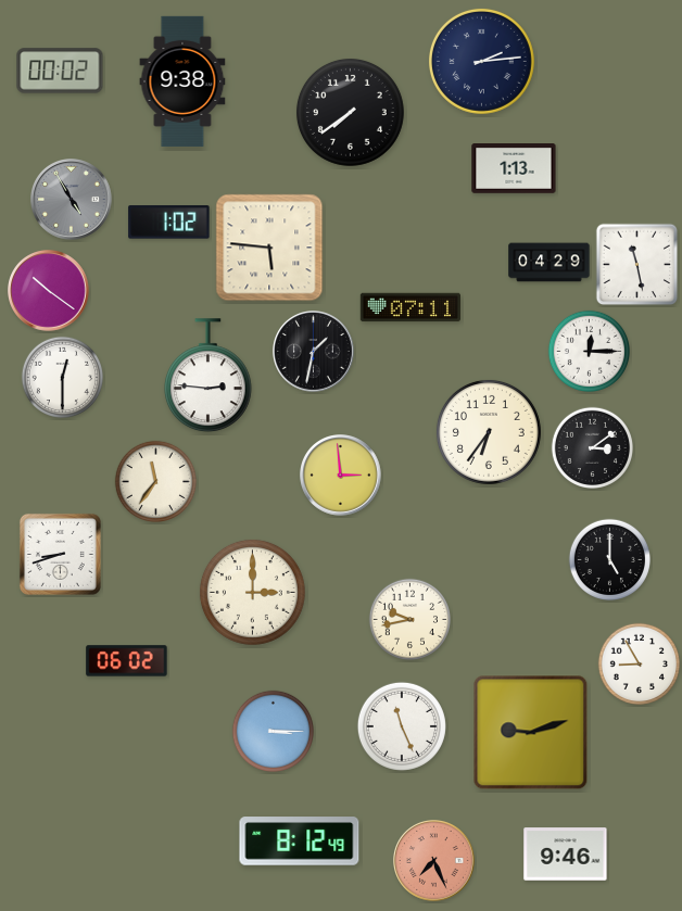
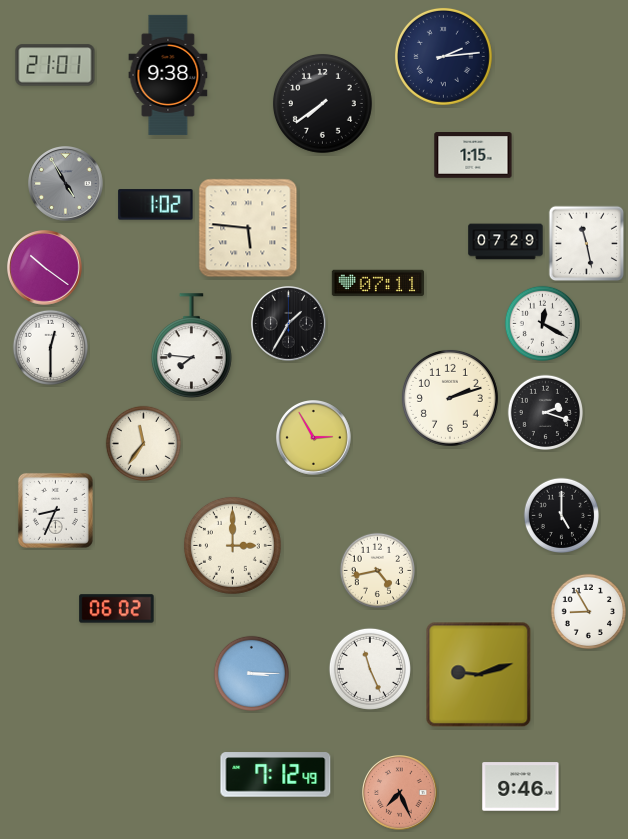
clock at (60, 71): 00:02 -> 21:01
clock at (514, 169): 1:13 -> 1:15
clock at (550, 263): 04:29 -> 07:29
clock at (589, 351): 12:15 -> 12:20
clock at (314, 352): 1:32 -> 1:35
clock at (207, 376): 2:46 -> 7:46
clock at (62, 377) position: (62, 377) -> (50, 347)
clock at (489, 432): 6:36 -> 2:12
clock at (592, 447): 3:09 -> 2:18
clock at (341, 476): 2:59 -> 2:55
clock at (60, 554): 8:42 -> 8:34
clock at (409, 619): 9:43 -> 4:43
clock at (531, 733) position: (531, 733) -> (479, 675)
clock at (300, 842): 8:12 -> 7:12
